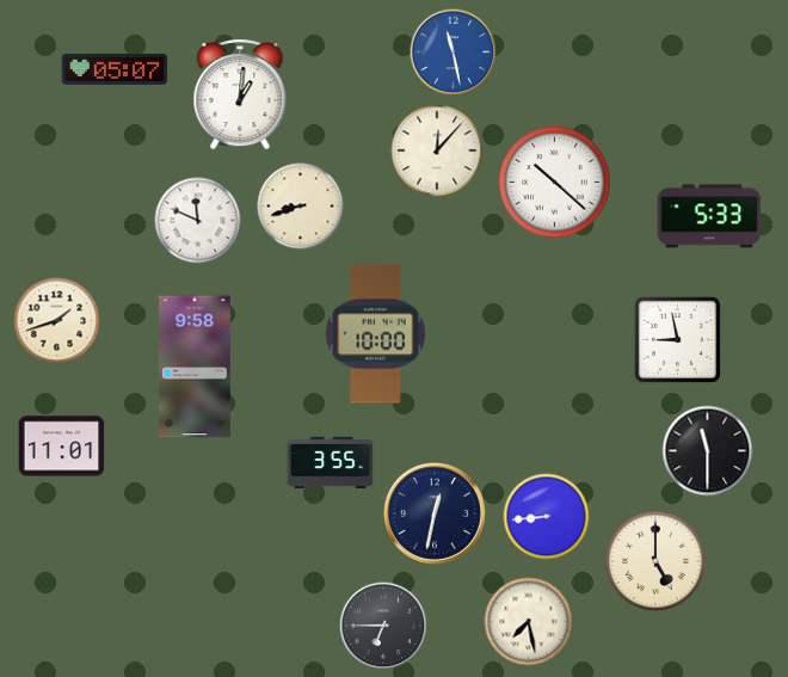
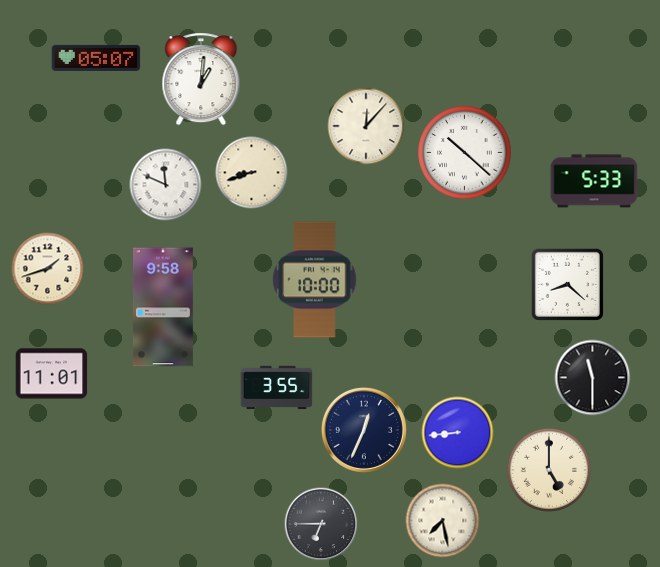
clock at (454, 53): 11:28 -> none
clock at (677, 339): 8:58 -> 8:22
clock at (435, 513): 12:32 -> 12:34
